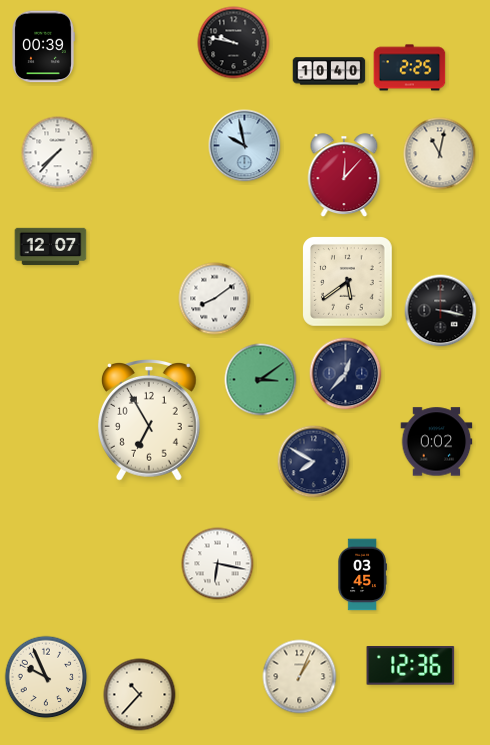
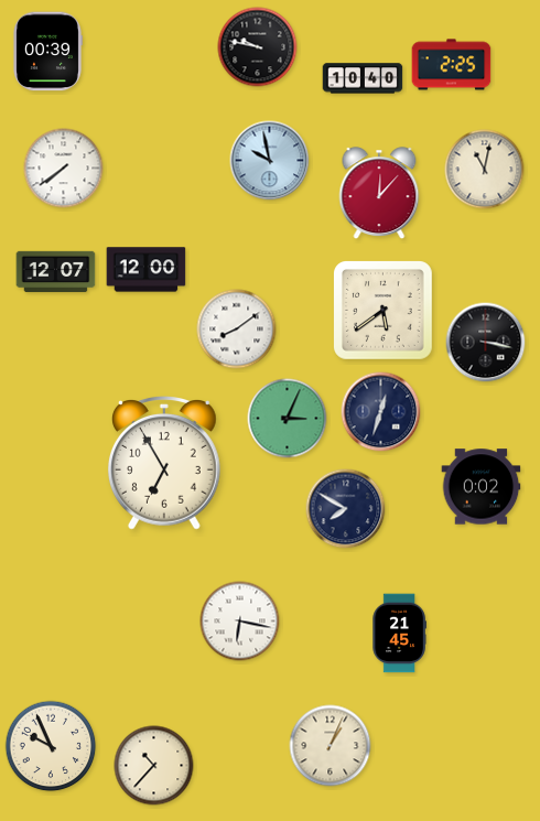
clock at (410, 68) position: (410, 68) -> (452, 65)
clock at (58, 153): 7:37 -> 7:39
clock at (147, 270): none -> 12:00
clock at (346, 374): 12:37 -> 12:33
clock at (261, 380): 3:09 -> 3:04
clock at (362, 575): 03:45 -> 21:45
clock at (411, 666): 12:36 -> none
